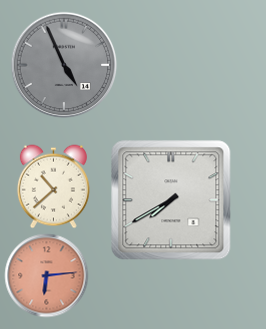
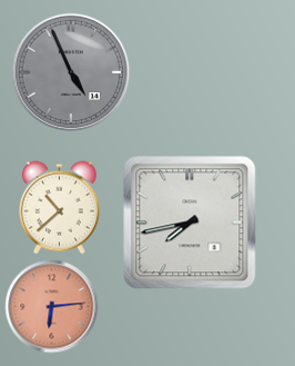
clock at (171, 200): 7:40 -> 7:43
